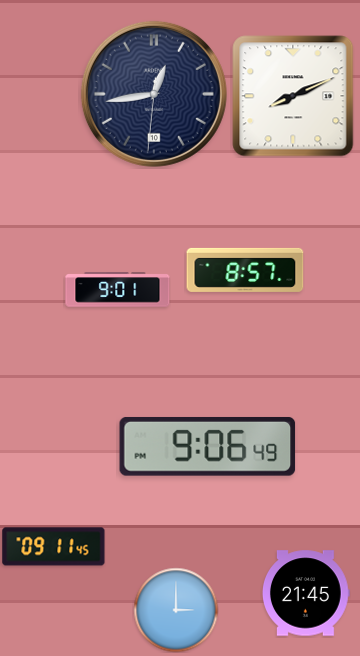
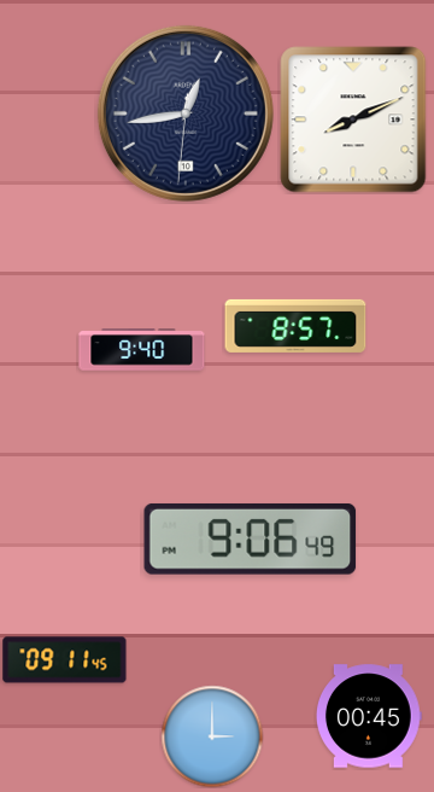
clock at (293, 96) position: (293, 96) -> (353, 120)
clock at (118, 290): 9:01 -> 9:40
clock at (307, 593): 21:45 -> 00:45
